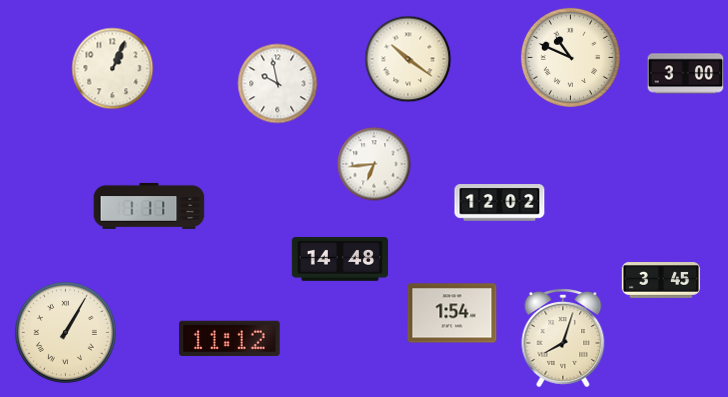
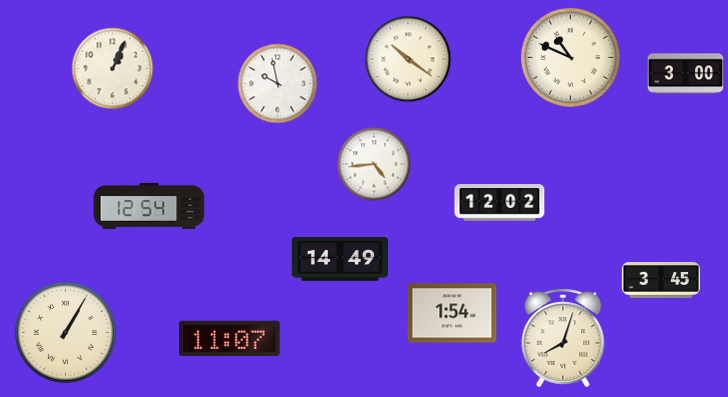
clock at (374, 164): 6:44 -> 4:44
clock at (149, 206): 1:11 -> 12:54
clock at (339, 260): 14:48 -> 14:49
clock at (230, 338): 11:12 -> 11:07
